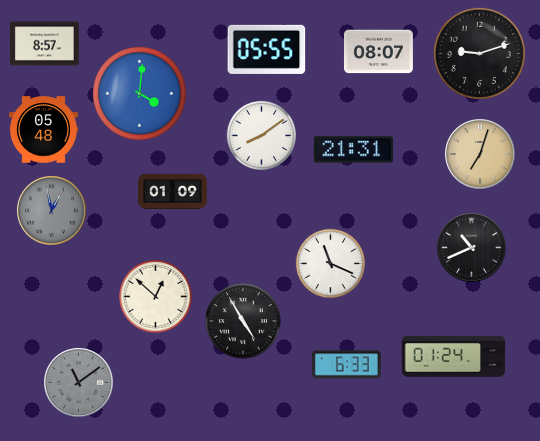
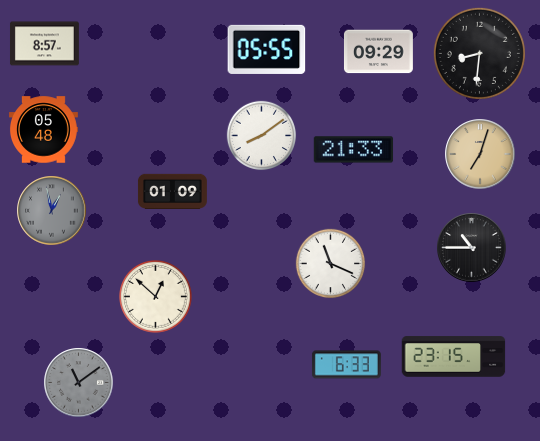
clock at (378, 52): 08:07 -> 09:29
clock at (479, 53): 9:12 -> 8:31
clock at (140, 94): 4:01 -> none
clock at (354, 150): 21:31 -> 21:33
clock at (472, 248): 10:41 -> 10:45
clock at (243, 321): 4:55 -> none
clock at (454, 357): 01:24 -> 23:15
